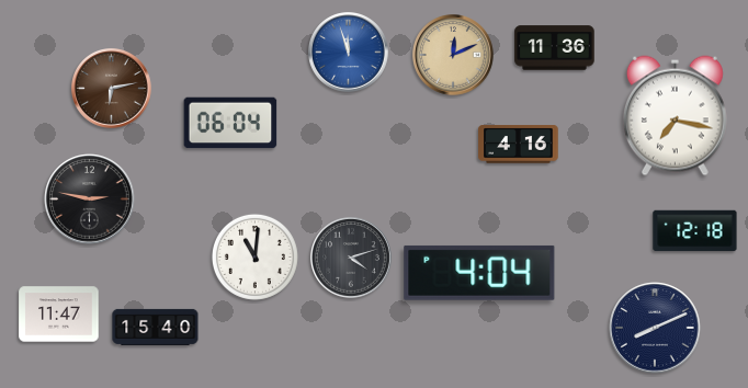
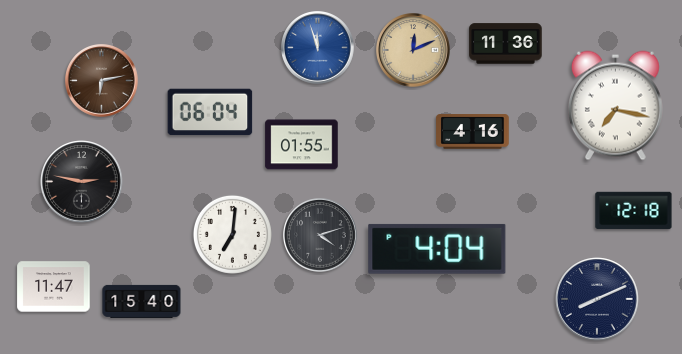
clock at (302, 145): none -> 01:55
clock at (254, 256): 11:01 -> 7:01
clock at (156, 327) position: (156, 327) -> (142, 301)
